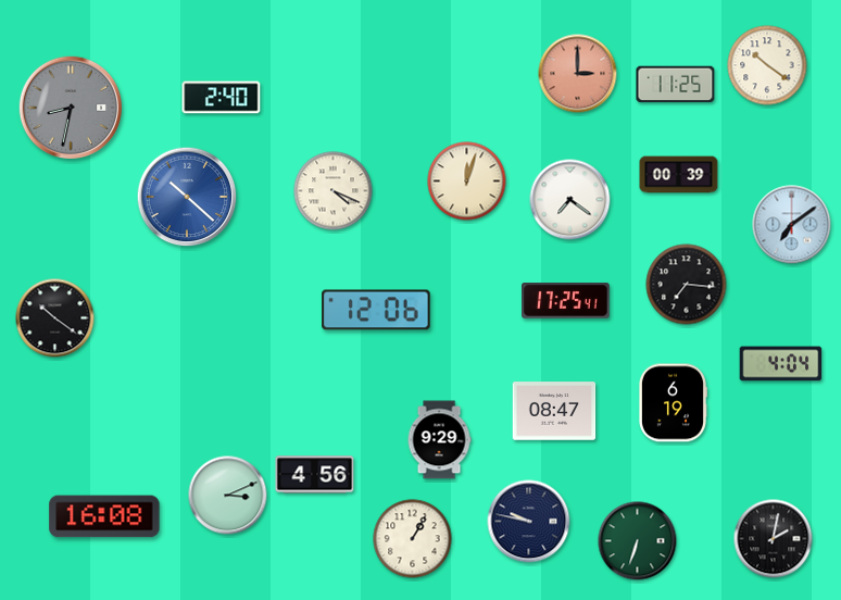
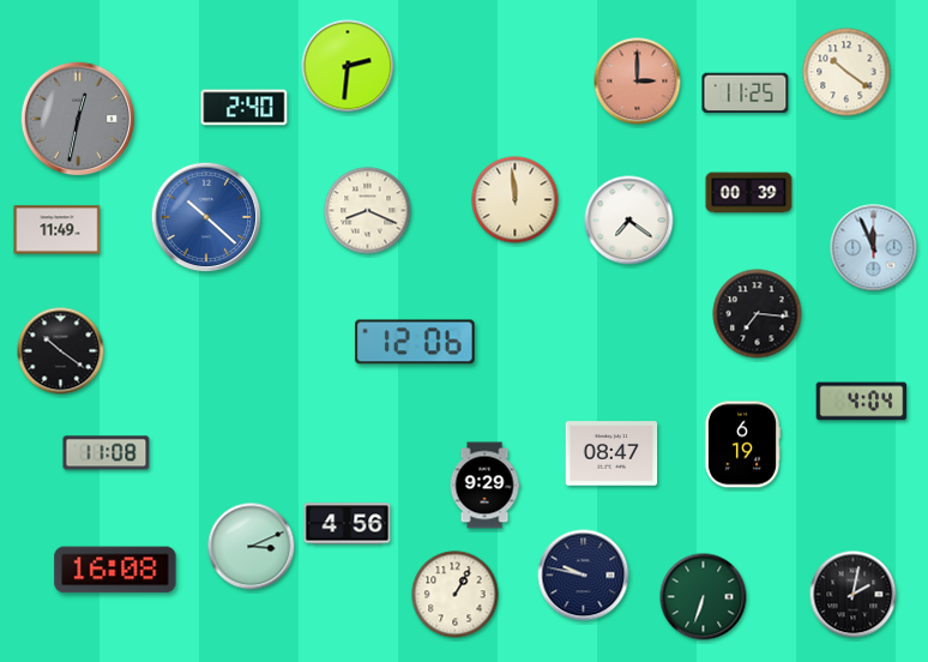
clock at (348, 66): none -> 2:31
clock at (71, 108): 8:32 -> 12:32
clock at (467, 182): 12:03 -> 11:59
clock at (334, 191): 4:19 -> 8:19
clock at (58, 230): none -> 11:49
clock at (792, 225): 7:09 -> 11:56
clock at (566, 301): 17:25 -> none
clock at (107, 453): none -> 11:08
